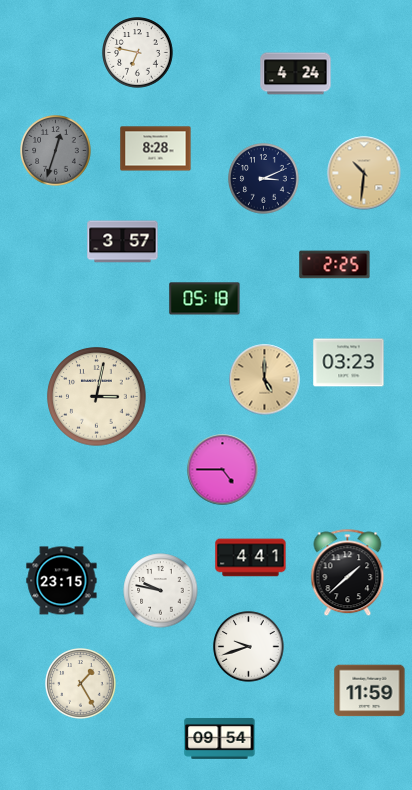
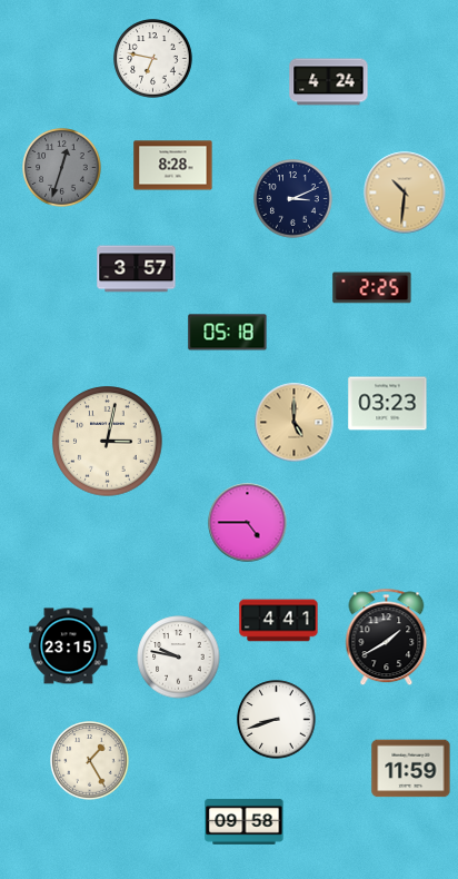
clock at (335, 265) position: (335, 265) -> (372, 288)
clock at (348, 573): 1:38 -> 1:40
clock at (249, 647): 9:42 -> 8:42
clock at (220, 738): 09:54 -> 09:58
